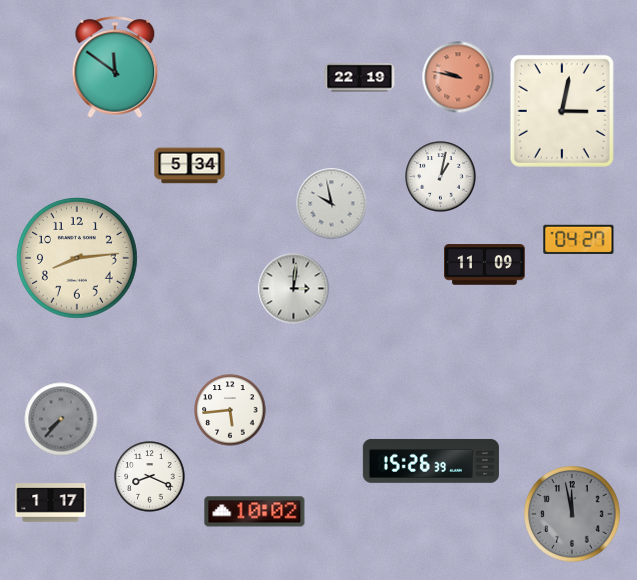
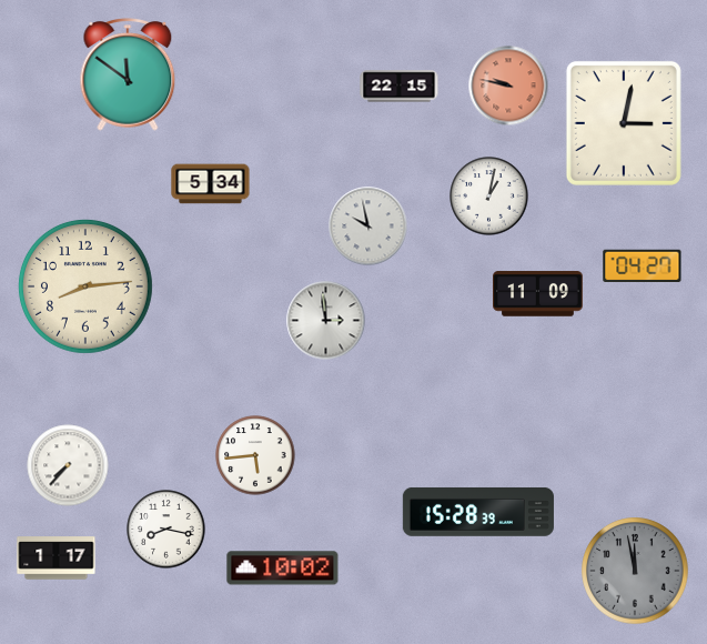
clock at (360, 78): 22:19 -> 22:15
clock at (294, 289): 3:01 -> 2:59
clock at (61, 419) dial: grey -> white
clock at (431, 461): 15:26 -> 15:28
clock at (150, 477): 8:19 -> 8:17
